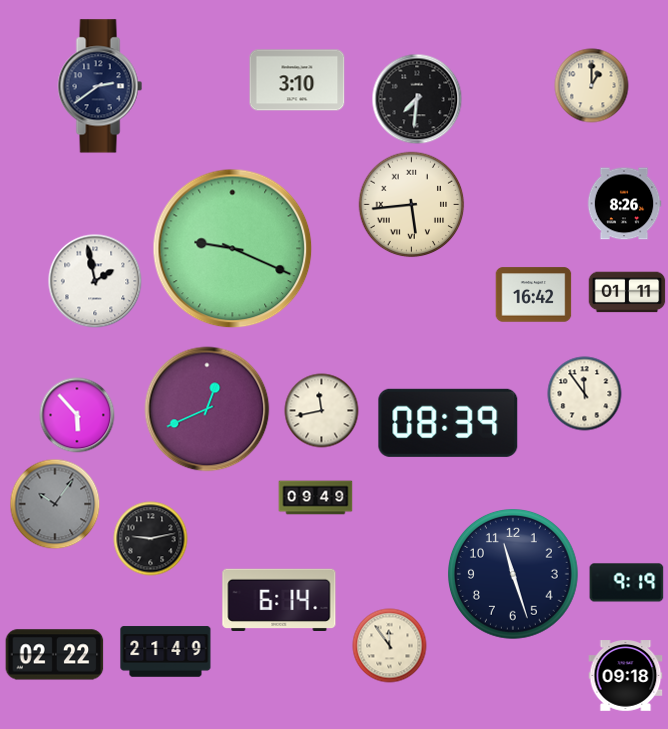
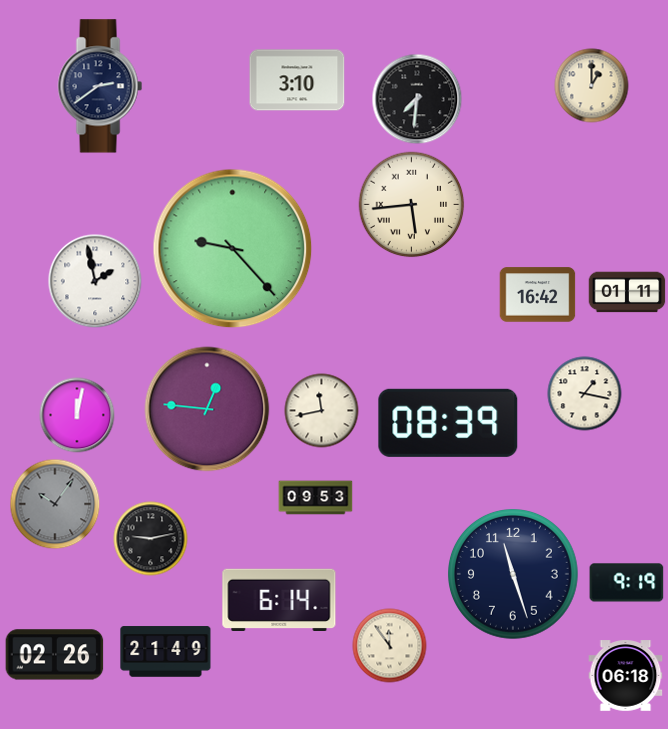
clock at (624, 204): 8:26 -> none
clock at (233, 249): 9:19 -> 9:23
clock at (534, 295) position: (534, 295) -> (538, 295)
clock at (585, 394): 11:54 -> 1:17
clock at (207, 409): 12:41 -> 12:46
clock at (77, 415): 5:53 -> 12:02
clock at (316, 498): 09:49 -> 09:53
clock at (55, 655): 02:22 -> 02:26
clock at (626, 676): 09:18 -> 06:18
